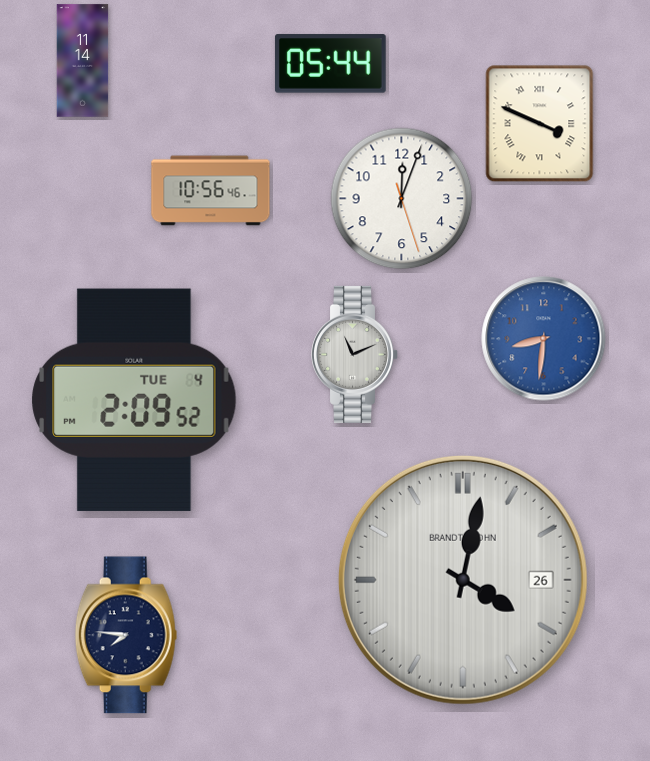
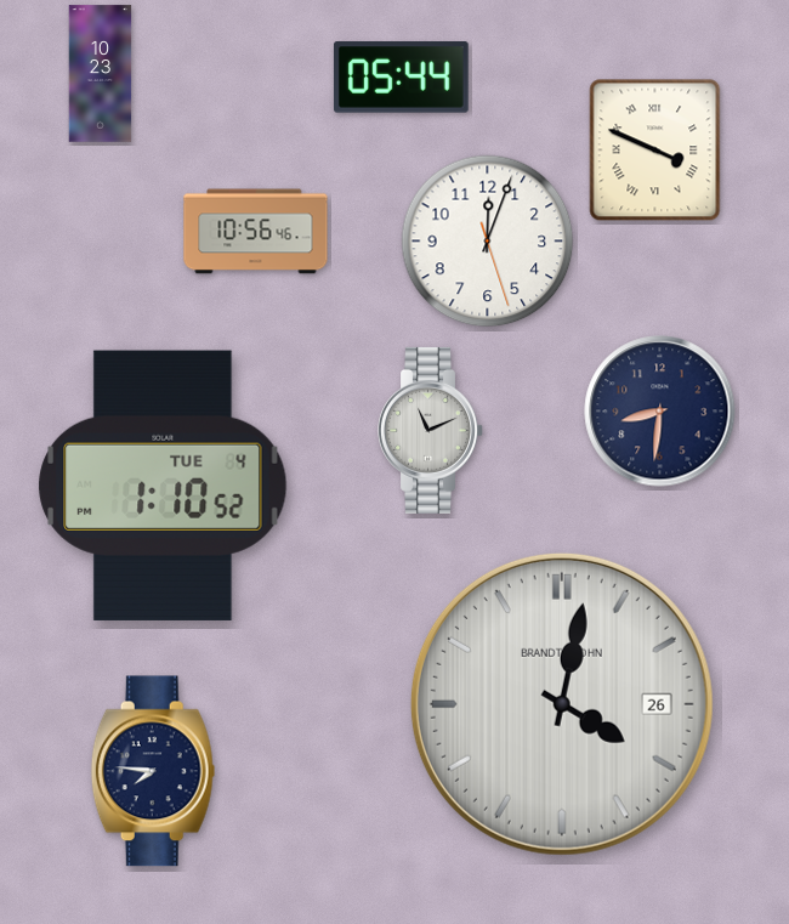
clock at (83, 61): 11:14 -> 10:23
clock at (544, 339) dial: blue -> navy
clock at (134, 400): 2:09 -> 1:10
